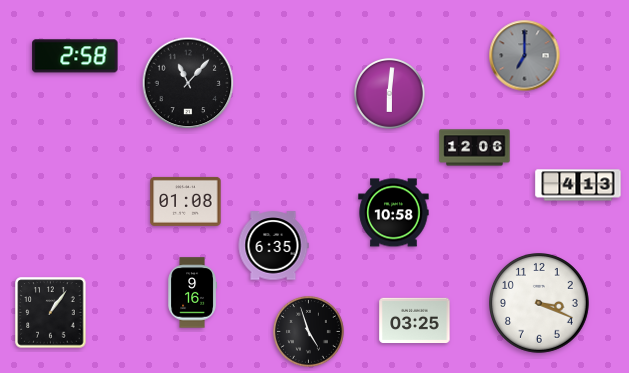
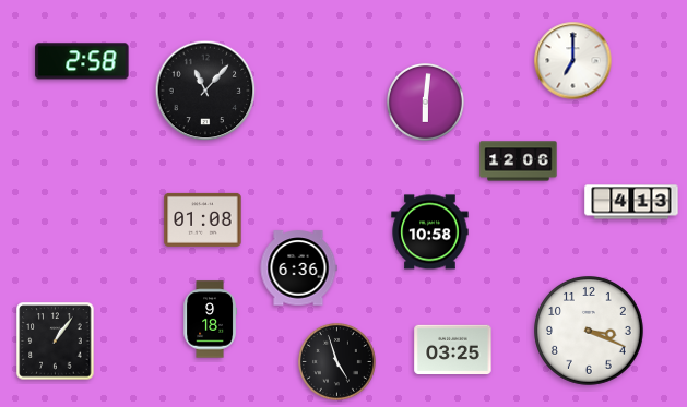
clock at (525, 56) dial: grey -> white
clock at (273, 246): 6:35 -> 6:36
clock at (192, 293): 9:16 -> 9:18
